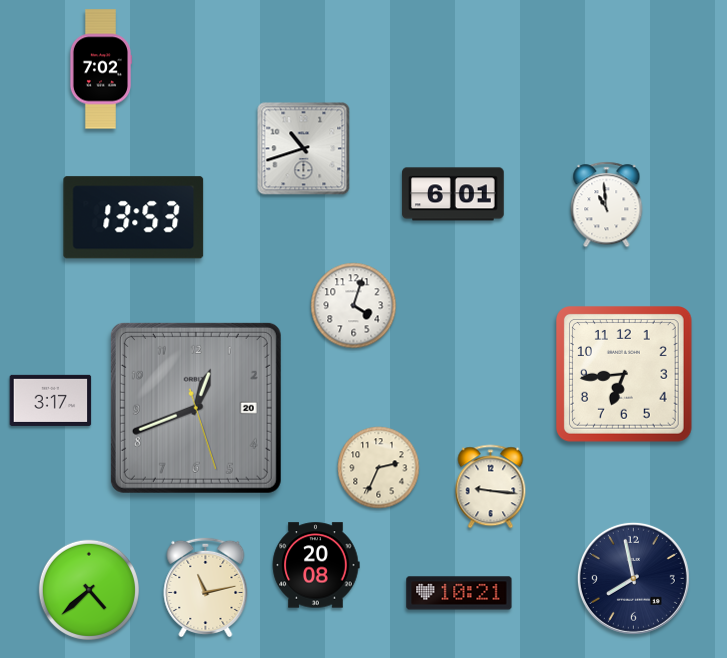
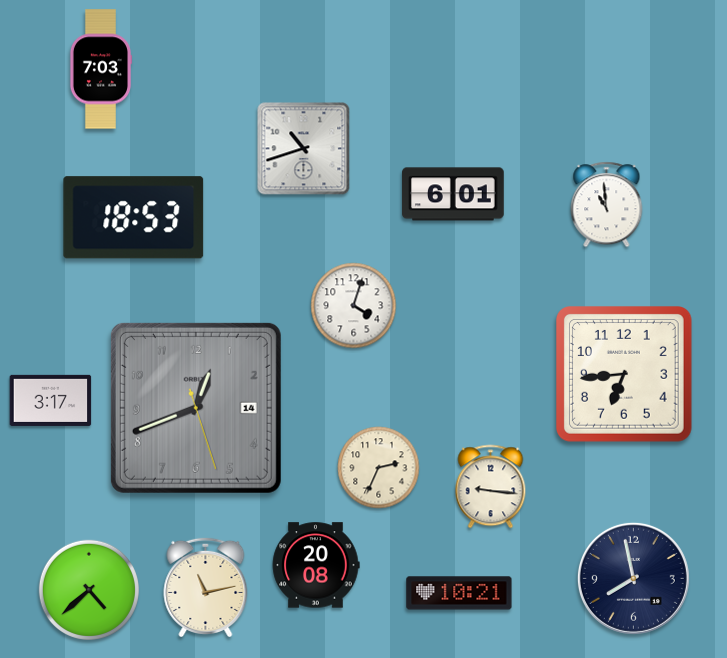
clock at (101, 69): 7:02 -> 7:03
clock at (134, 218): 13:53 -> 18:53
clock at (196, 408) date: 20 -> 14
